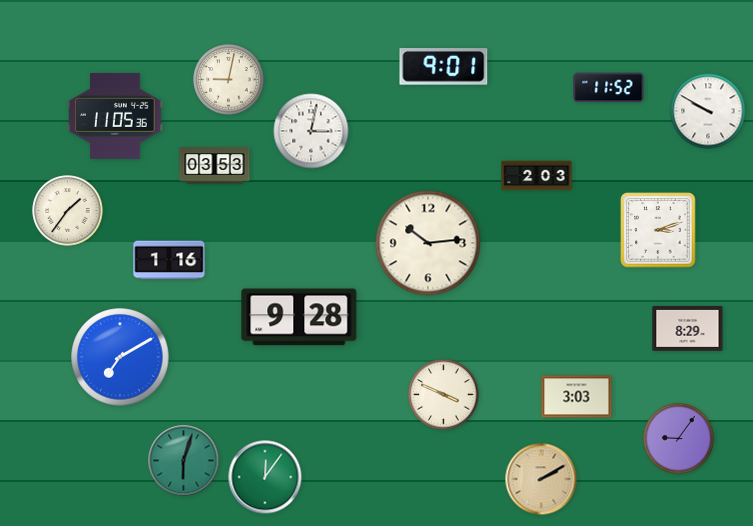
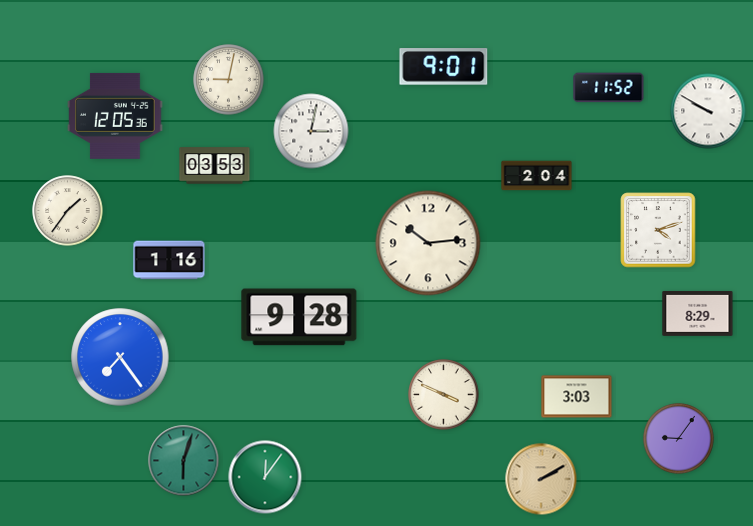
clock at (115, 116): 11:05 -> 12:05
clock at (537, 176): 2:03 -> 2:04
clock at (658, 230): 3:12 -> 4:12
clock at (688, 328) position: (688, 328) -> (698, 313)
clock at (120, 357): 7:10 -> 7:24
